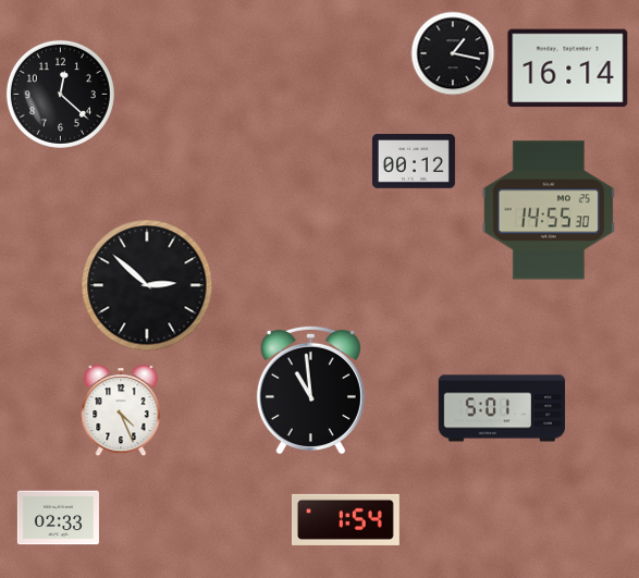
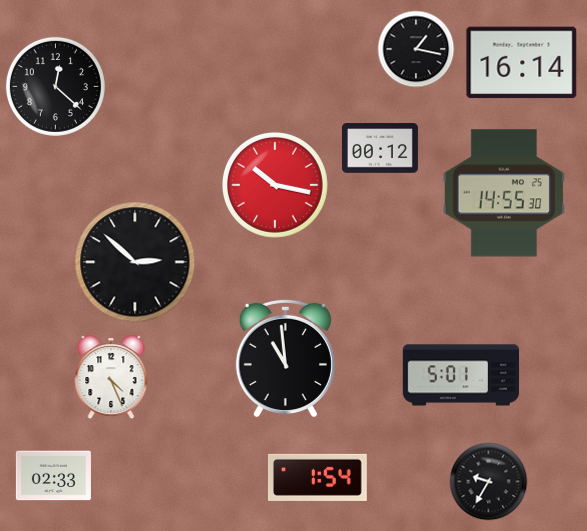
clock at (276, 186): none -> 10:17
clock at (489, 482): none -> 9:35
